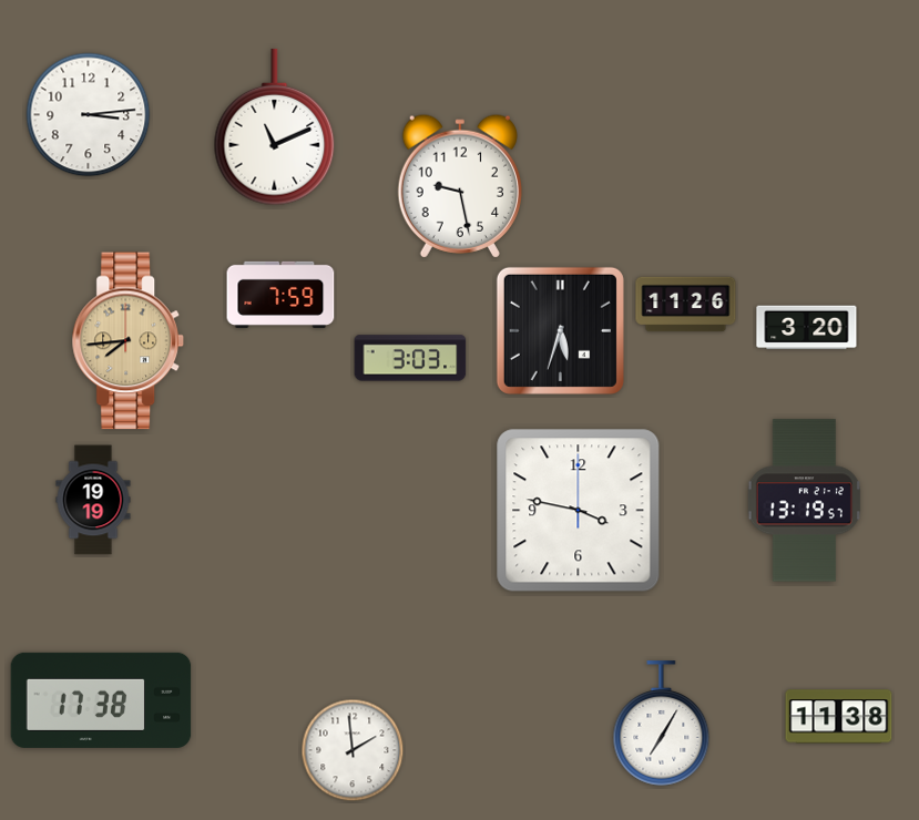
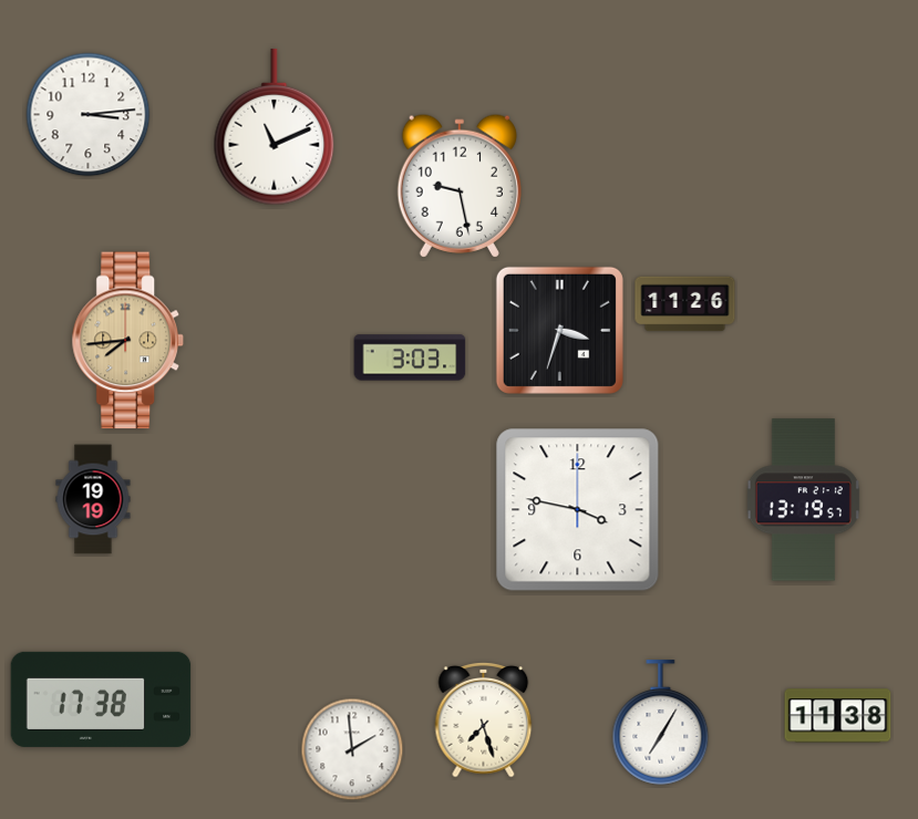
clock at (280, 295): 7:59 -> none
clock at (807, 328): 3:20 -> none
clock at (560, 330): 5:33 -> 3:33
clock at (484, 720): none -> 7:27
